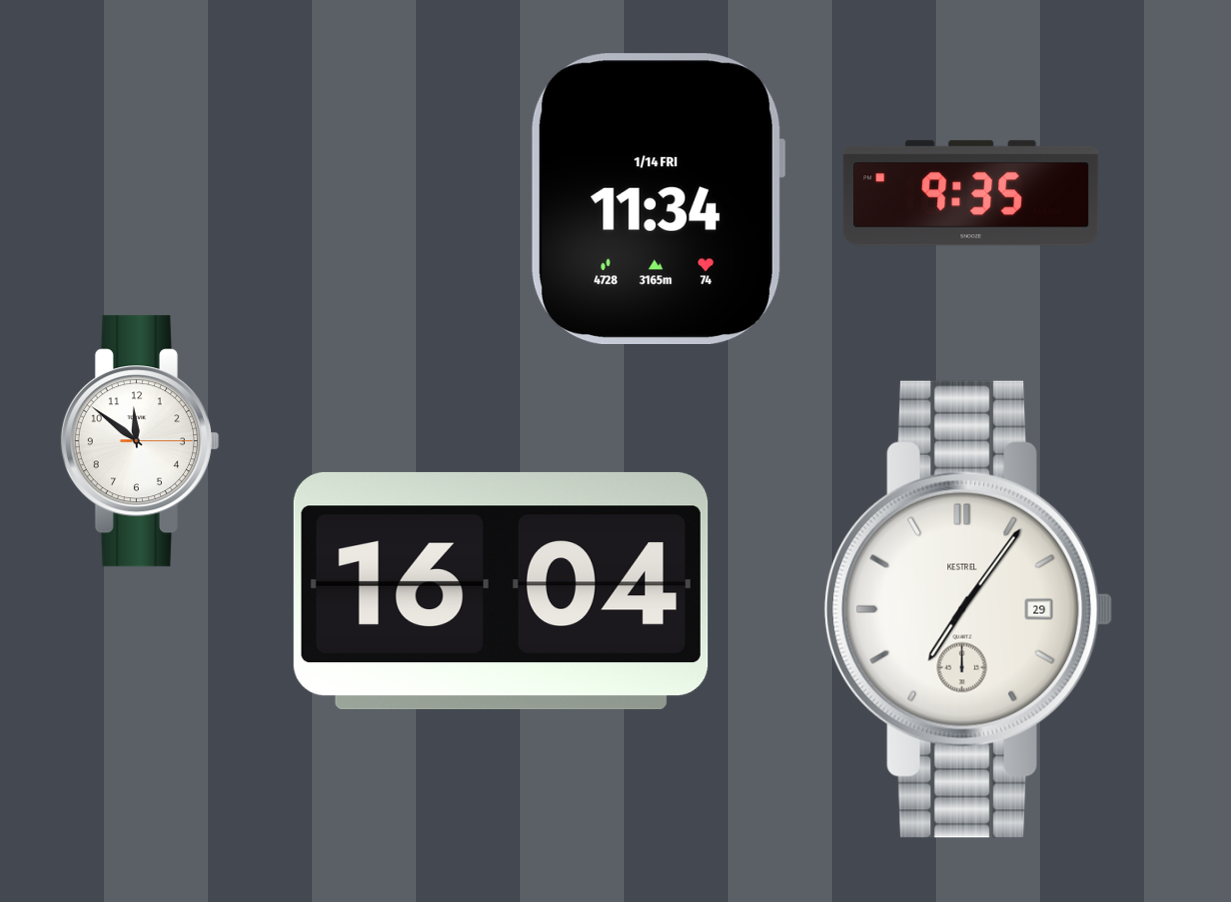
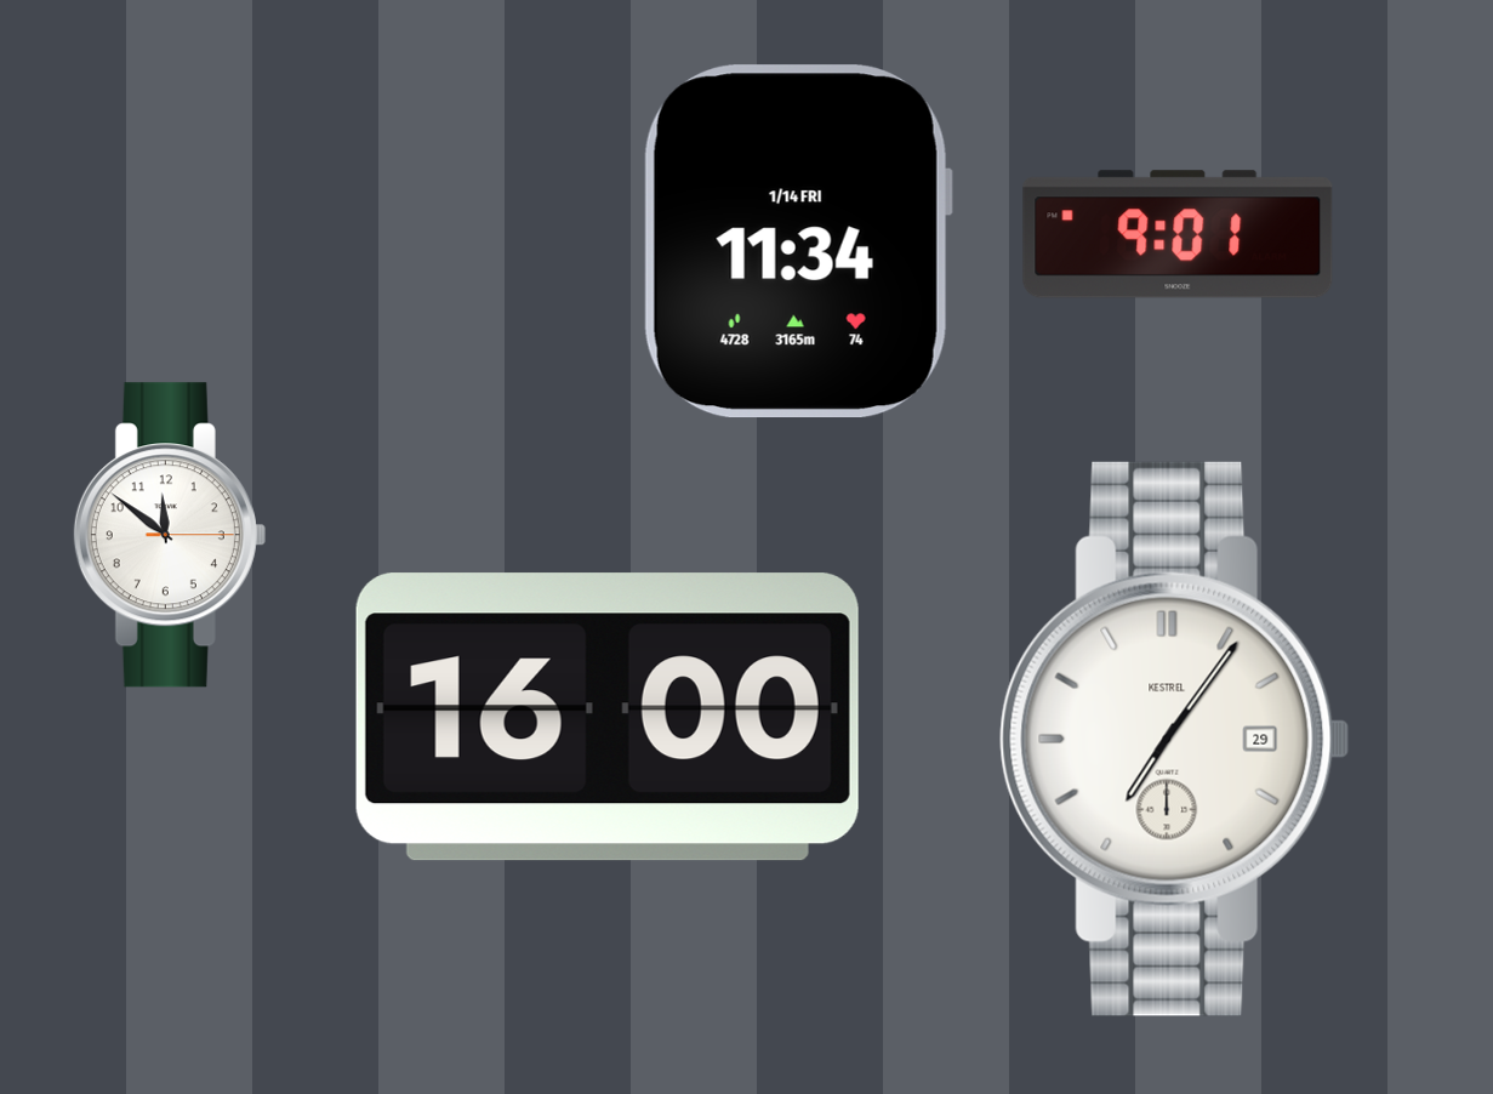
clock at (971, 193): 9:35 -> 9:01
clock at (501, 591): 16:04 -> 16:00
